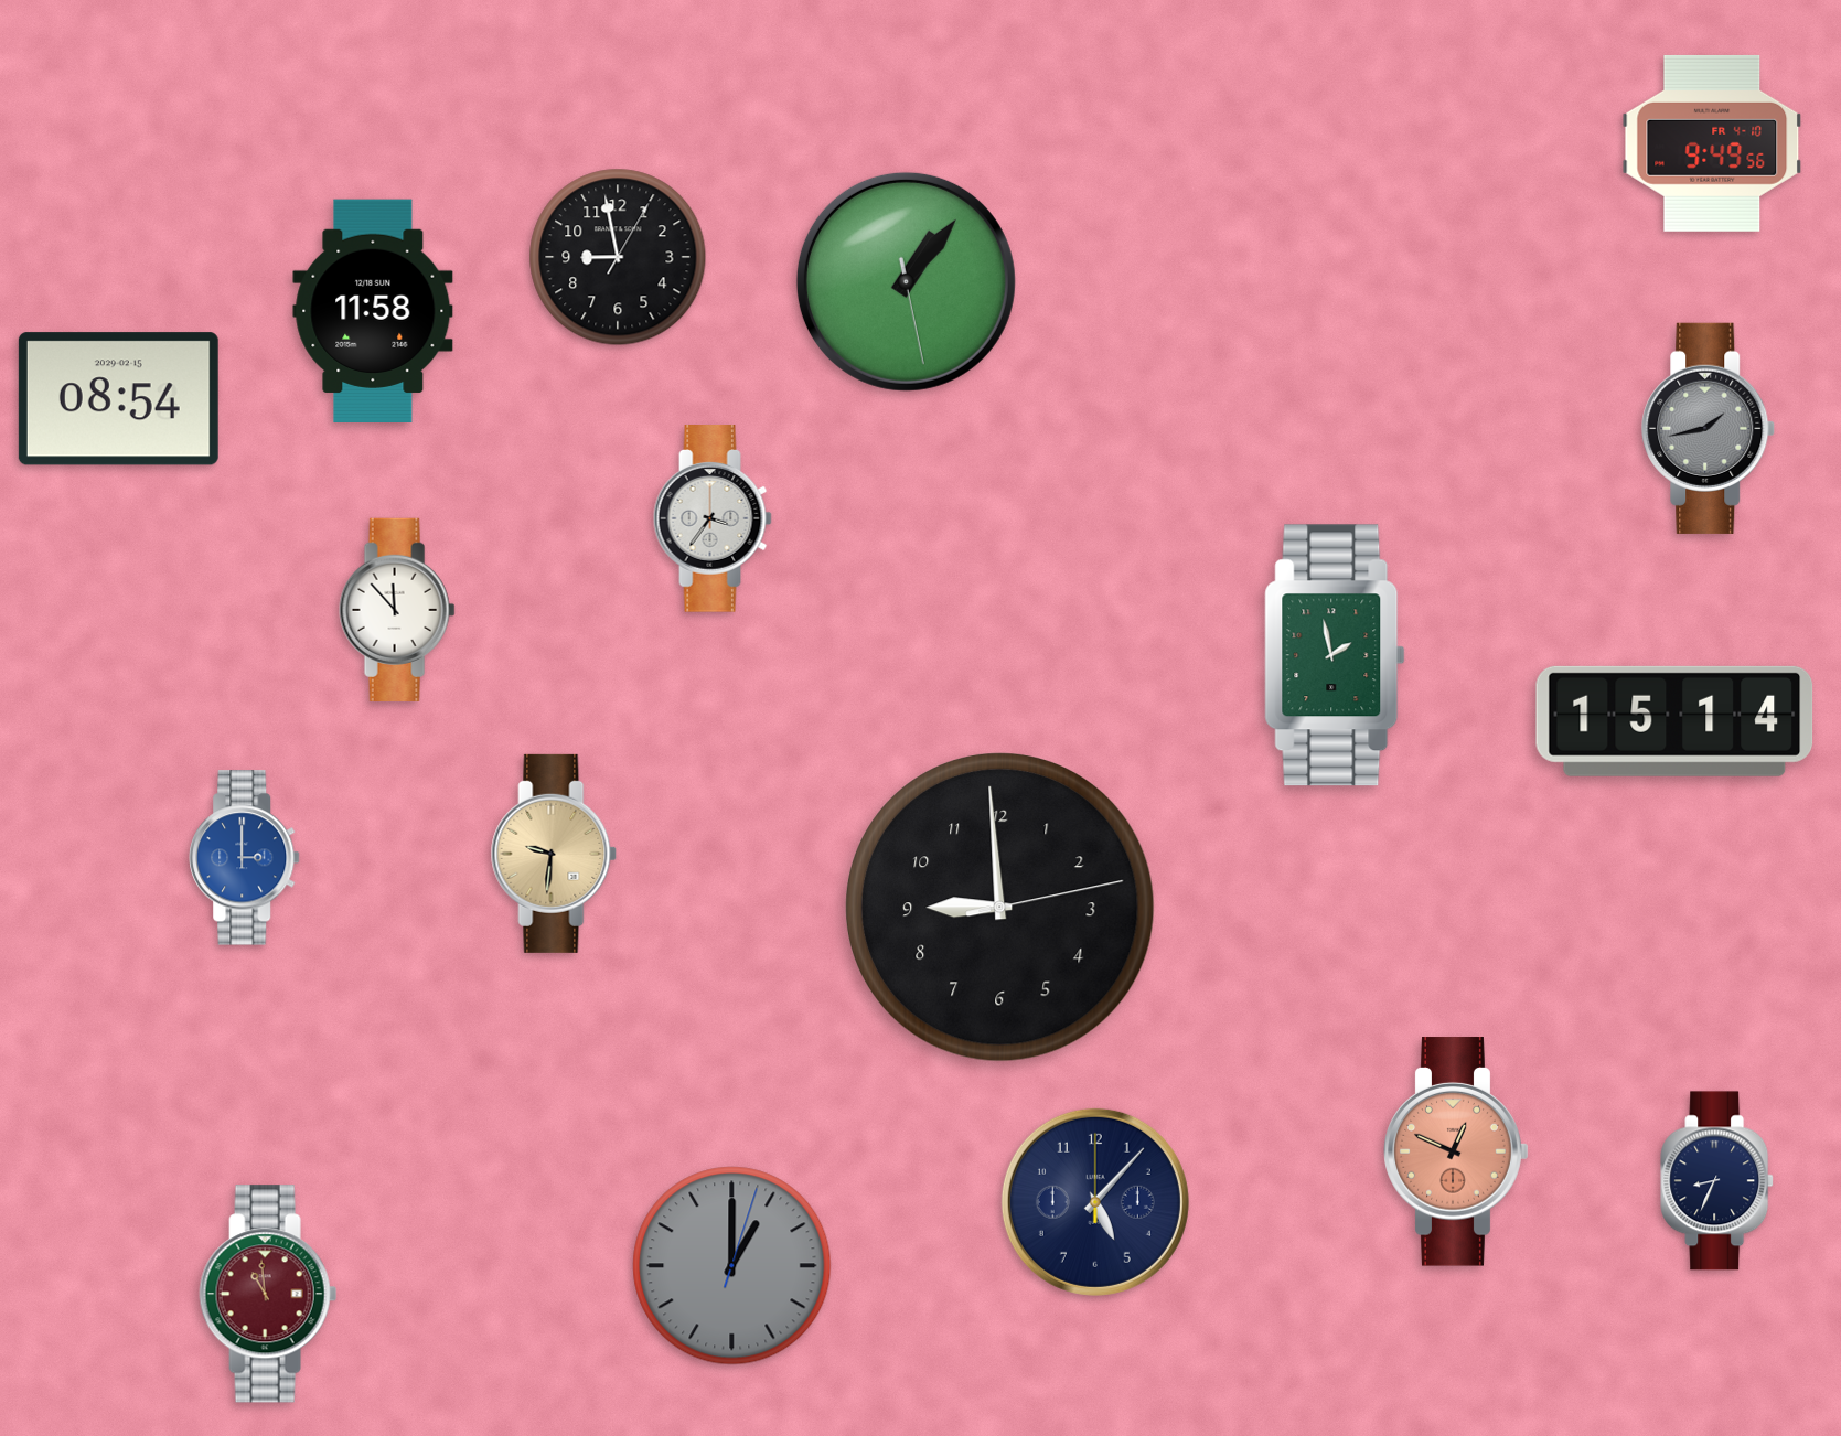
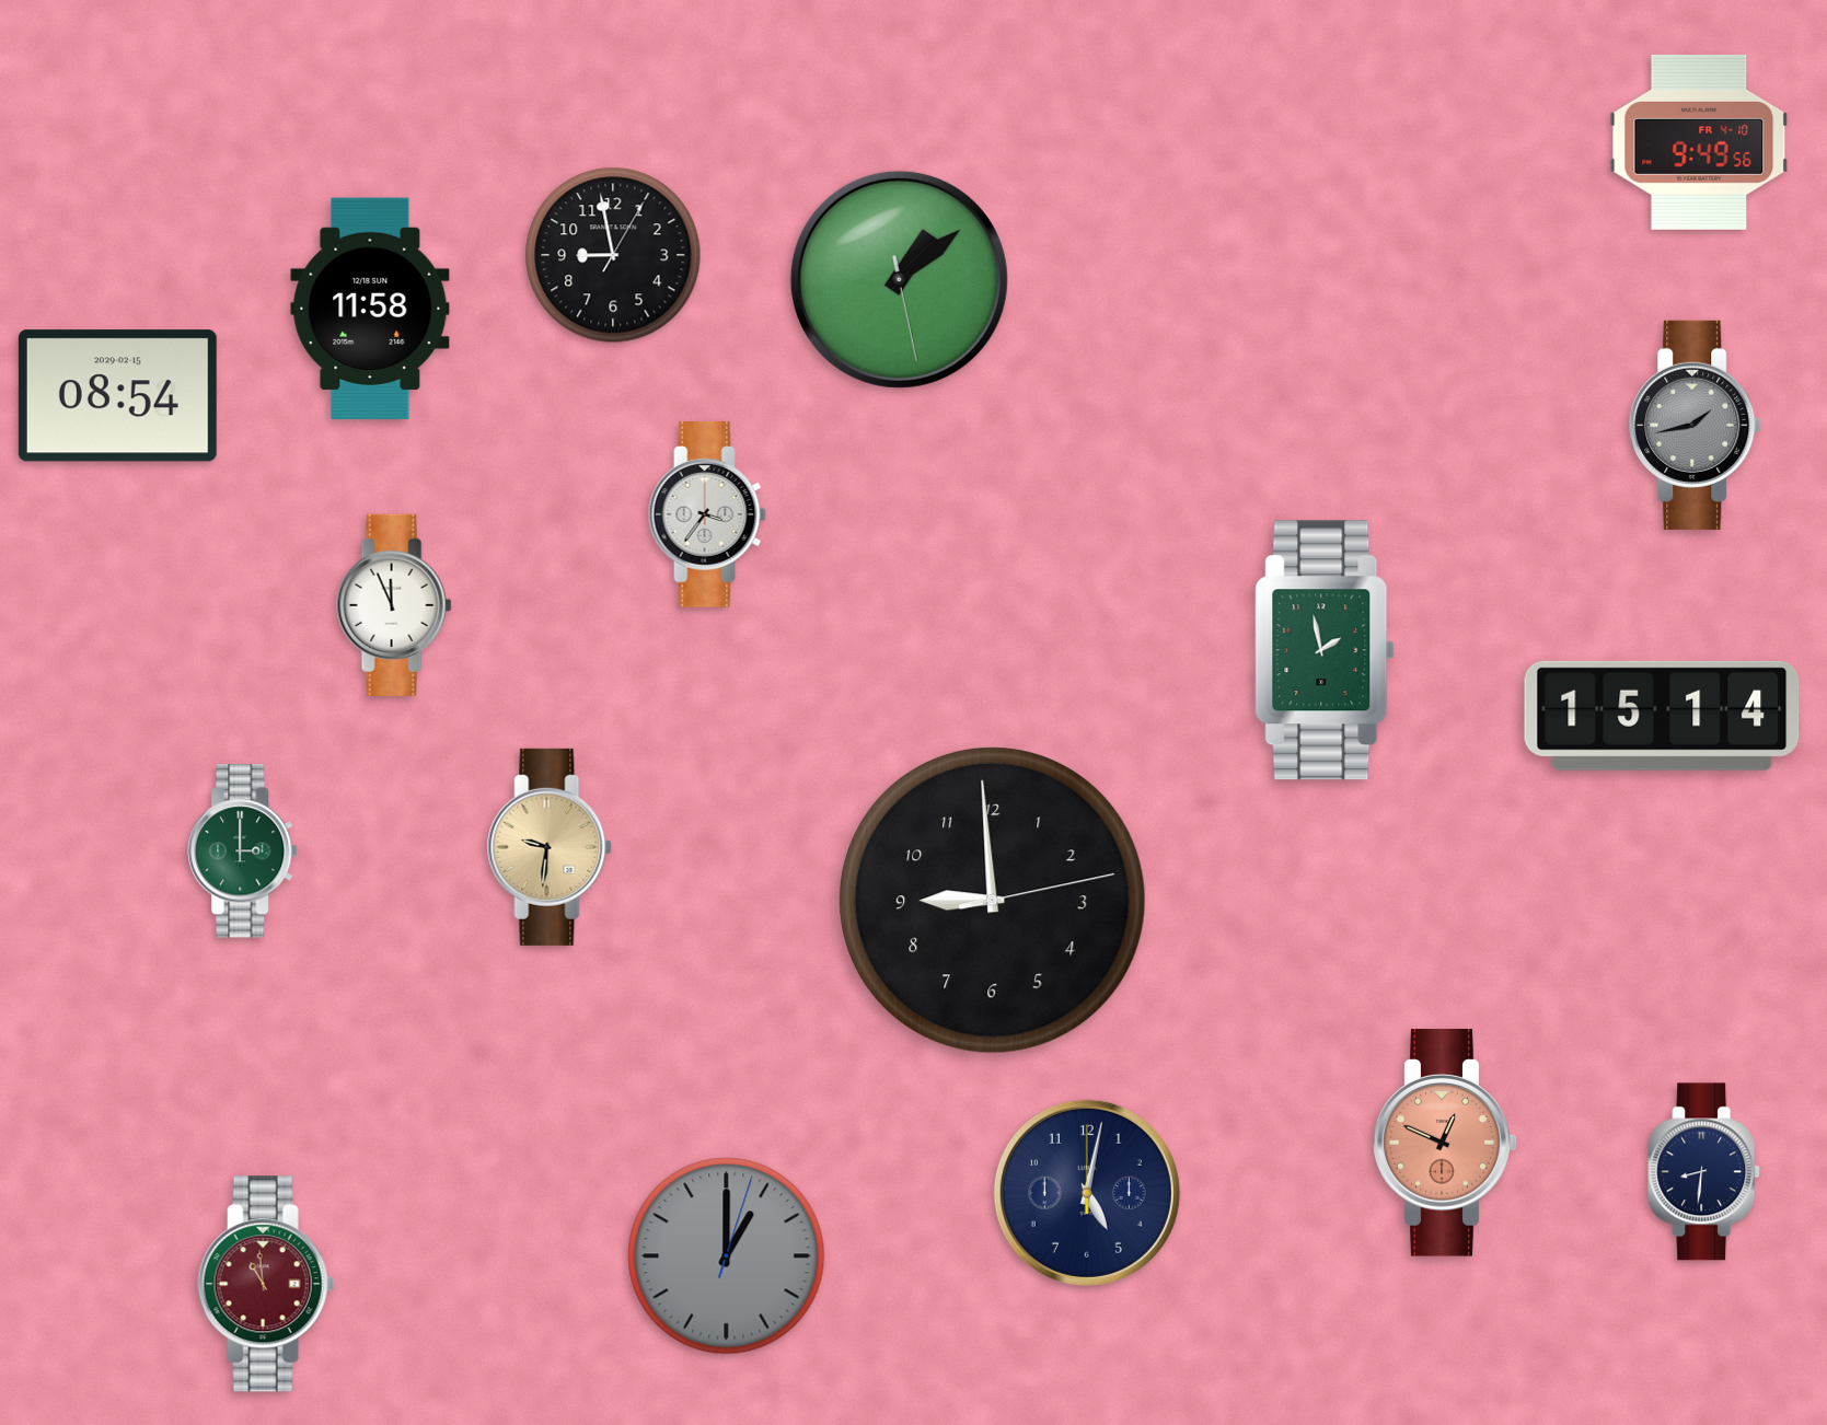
clock at (906, 281): 1:06 -> 1:08
clock at (397, 610): 11:53 -> 11:56
clock at (245, 858) dial: blue -> green
clock at (1717, 1181): 8:34 -> 8:31
clock at (1095, 1202): 5:07 -> 5:02
